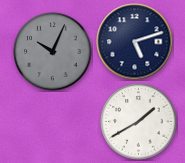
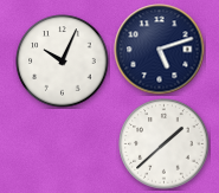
clock at (53, 52) dial: grey -> white
clock at (139, 122): 1:40 -> 1:38
